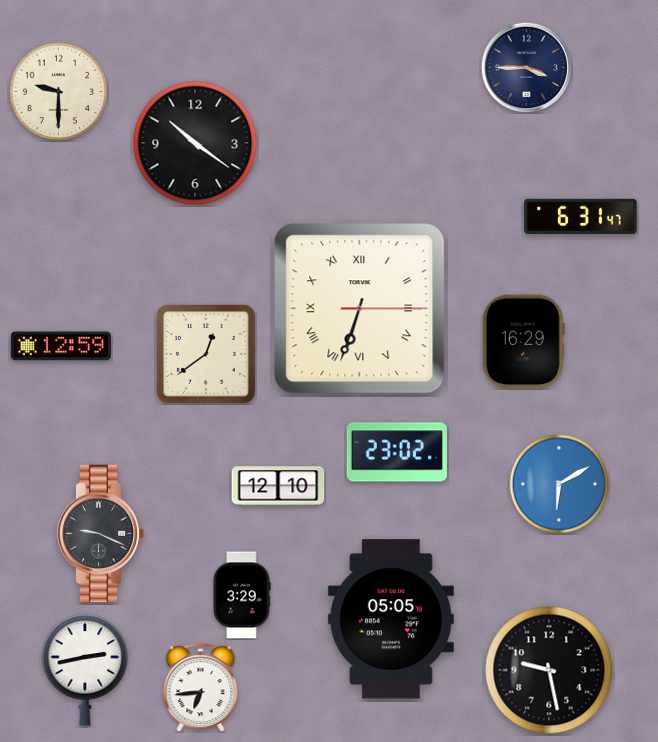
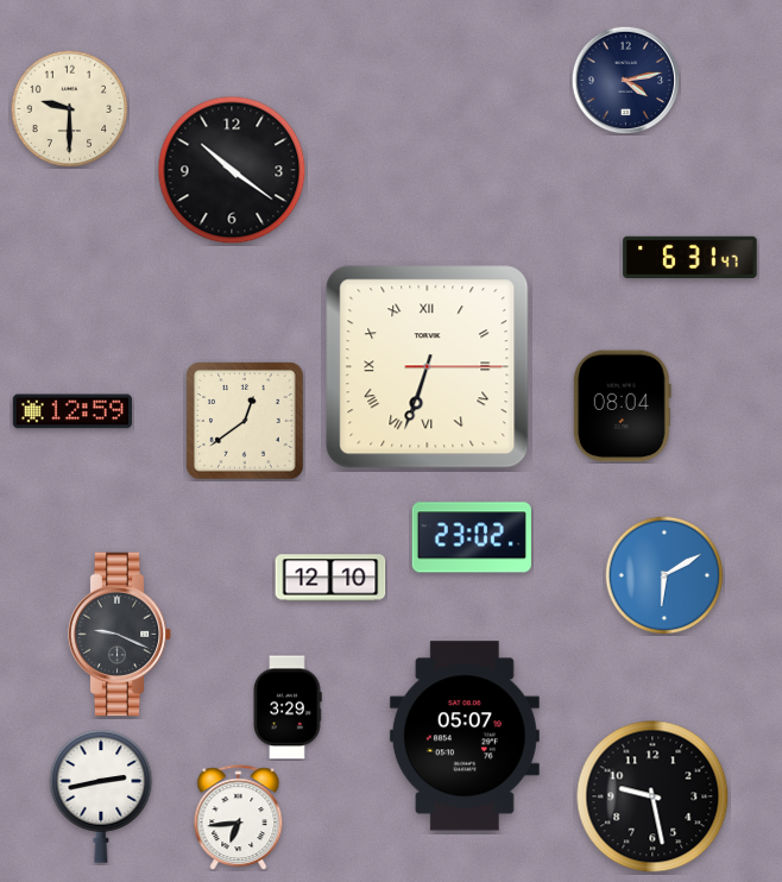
clock at (526, 67): 3:45 -> 4:13
clock at (523, 342): 16:29 -> 08:04
clock at (391, 619): 05:05 -> 05:07
